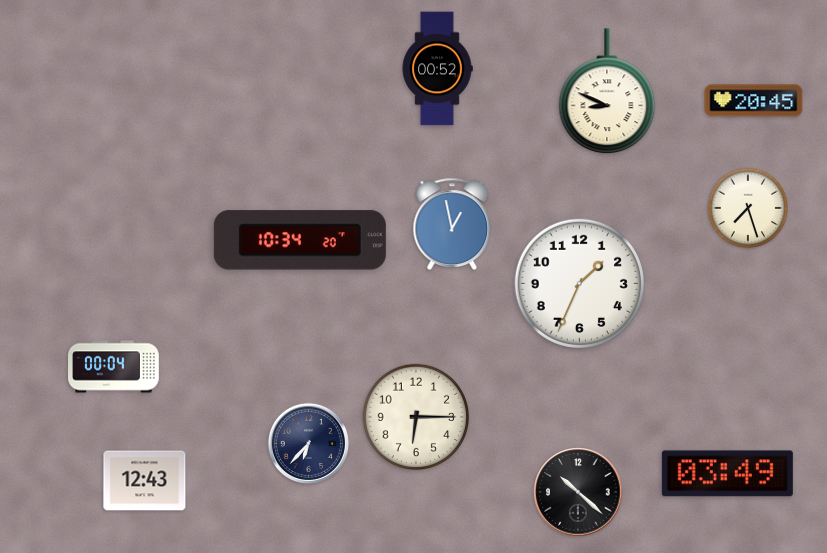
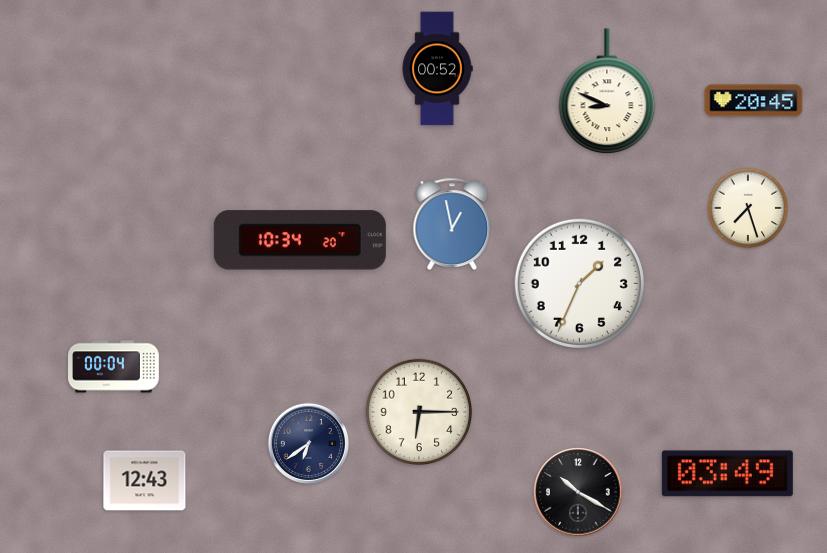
clock at (415, 416) position: (415, 416) -> (418, 411)
clock at (308, 443): 6:37 -> 6:39
clock at (578, 492): 10:22 -> 10:20
